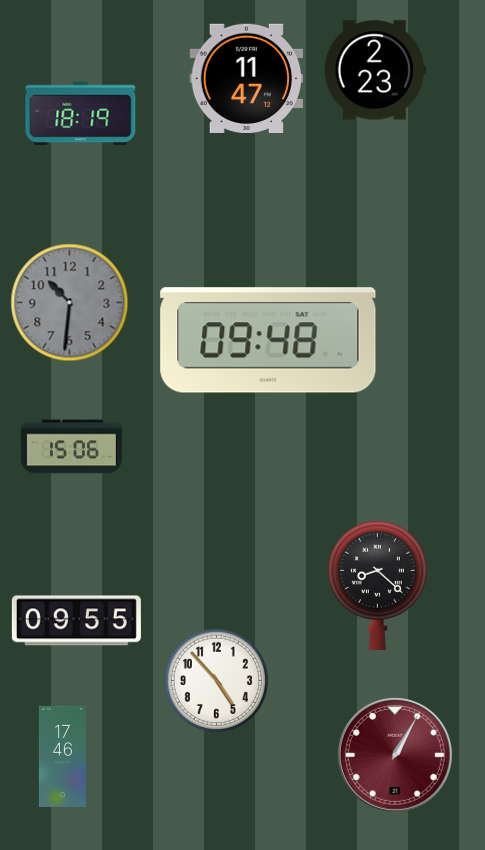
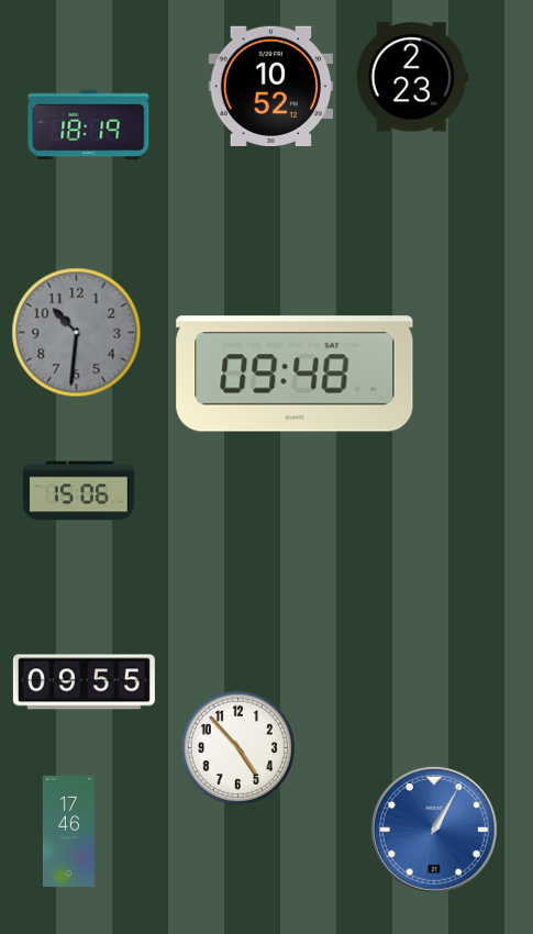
clock at (247, 78): 11:47 -> 10:52
clock at (377, 585): 8:22 -> none
clock at (395, 755) dial: burgundy -> blue
